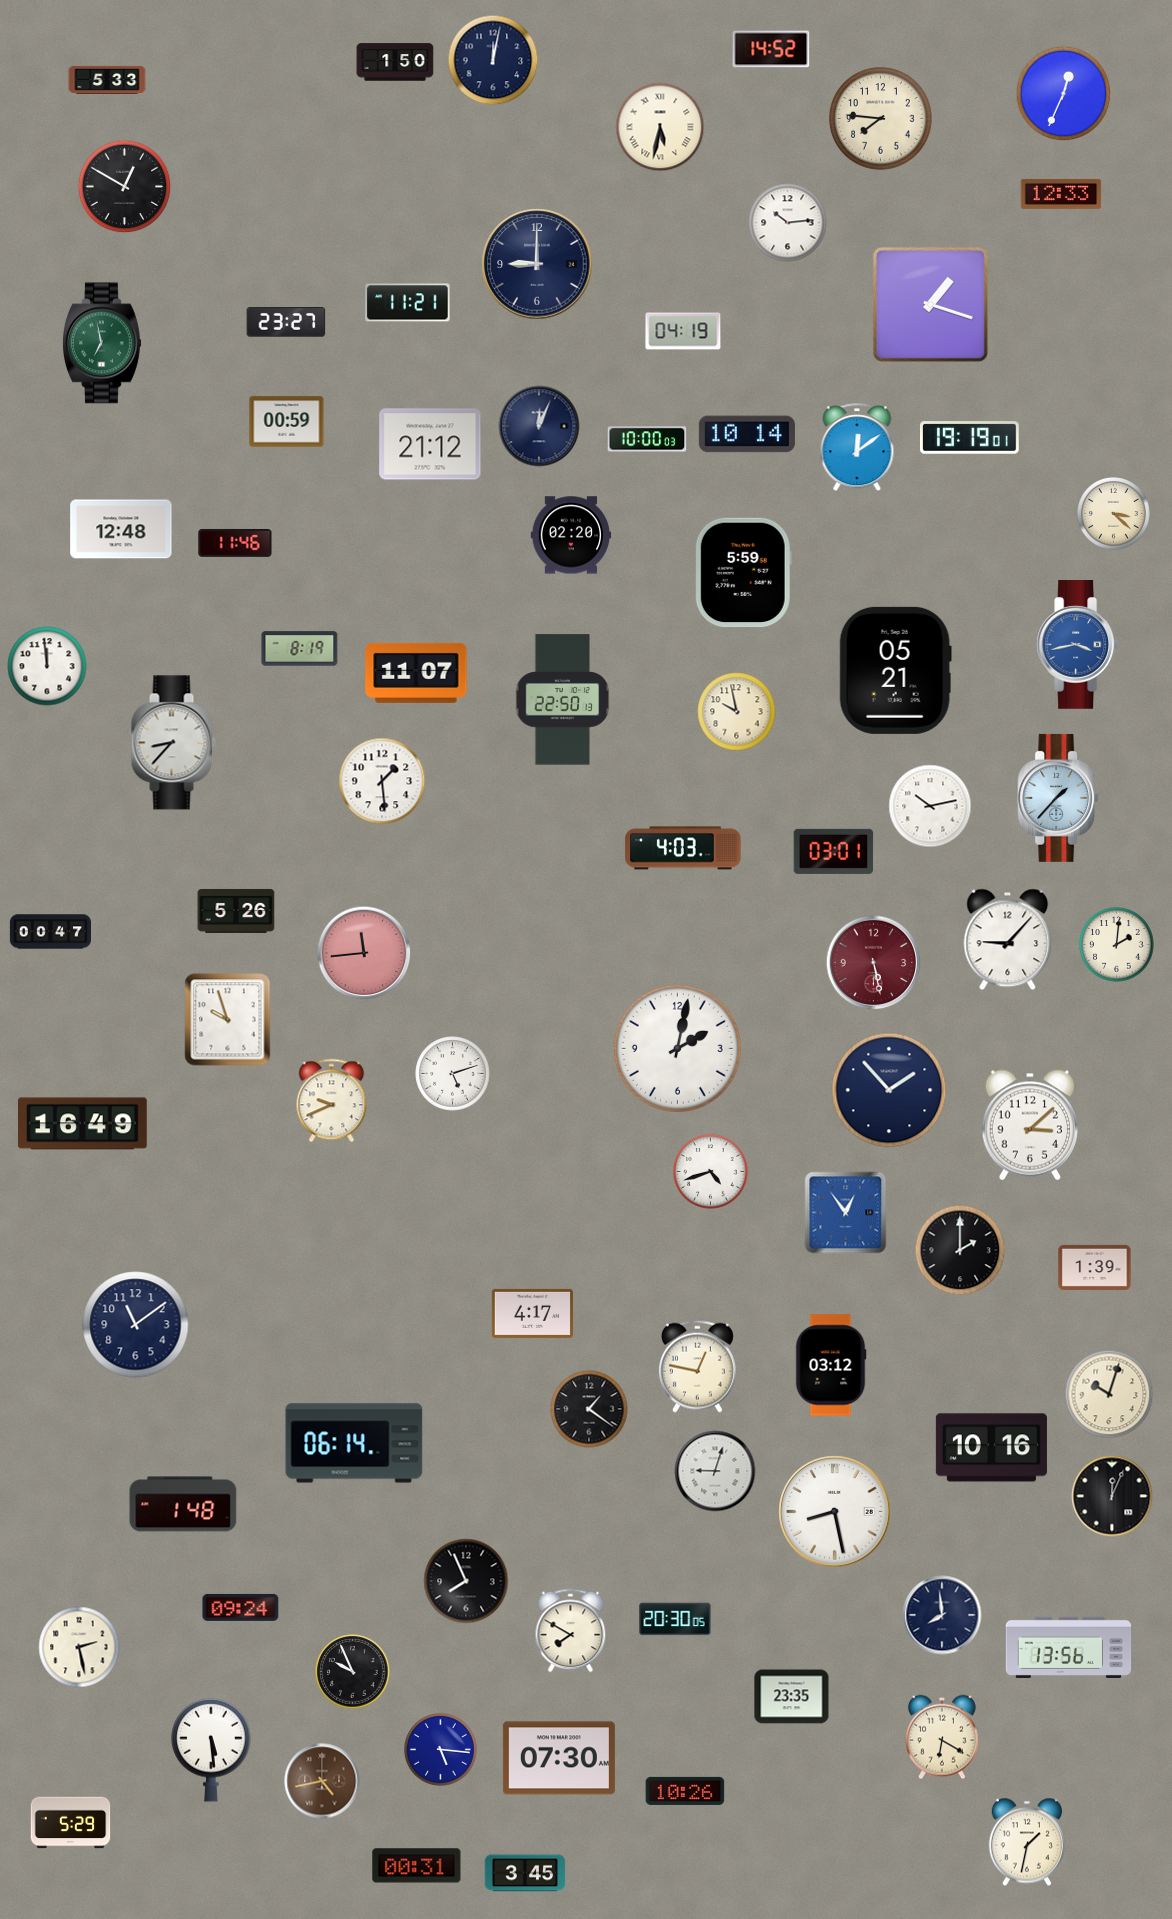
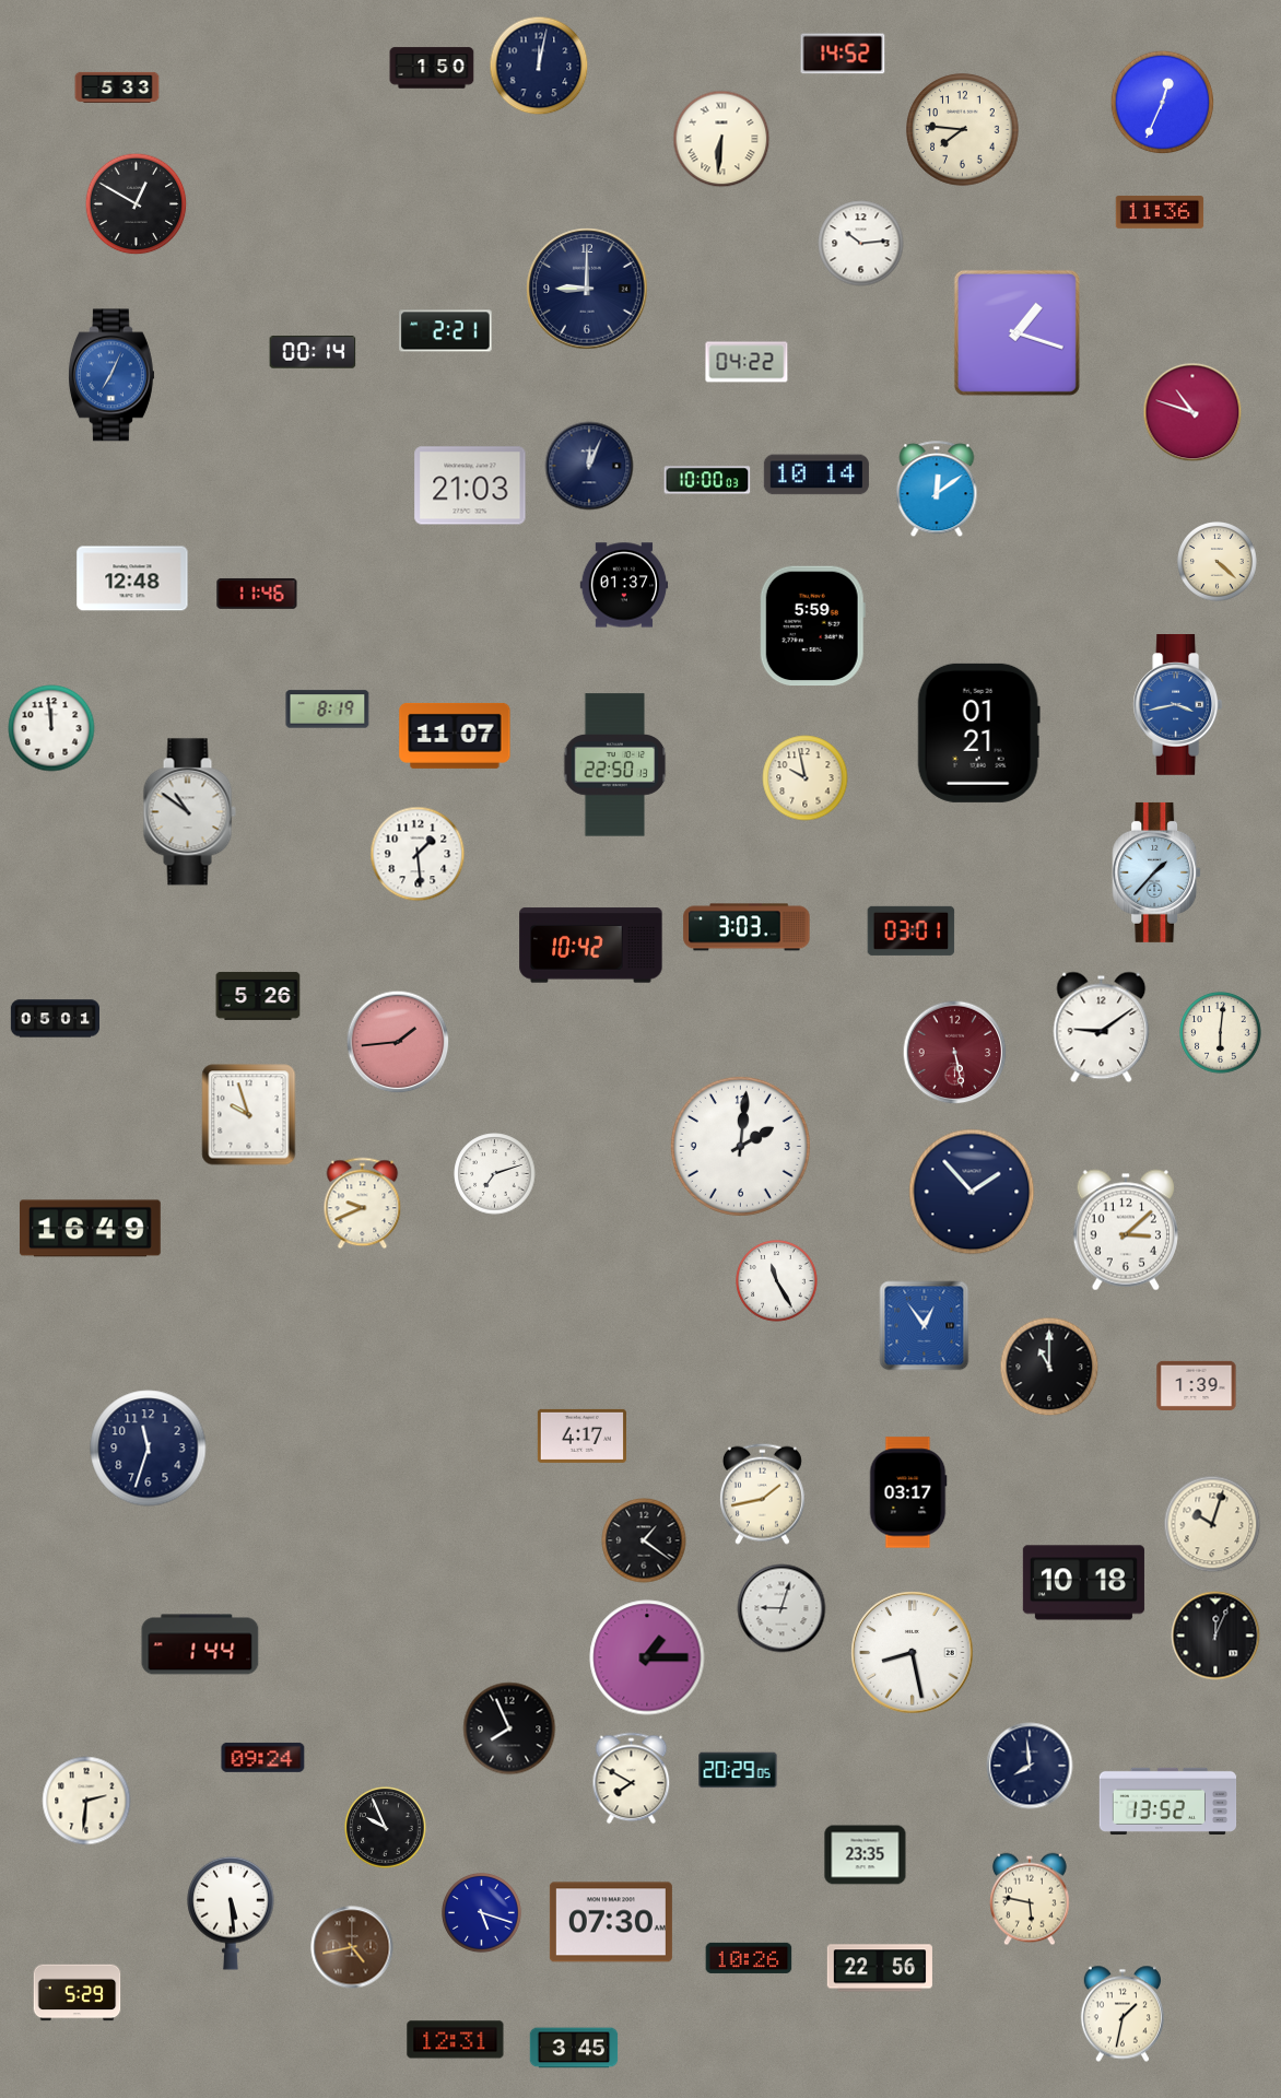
clock at (660, 127): 5:32 -> 6:31
clock at (1061, 194): 12:33 -> 11:36
clock at (408, 303): 11:21 -> 2:21
clock at (286, 322): 23:27 -> 00:14
clock at (683, 331): 04:19 -> 04:22
clock at (102, 343): 6:58 -> 7:04
clock at (102, 343) dial: green -> blue
clock at (1192, 412): none -> 10:48
clock at (287, 422): 00:59 -> none
clock at (970, 438): 19:19 -> none
clock at (430, 444): 21:12 -> 21:03
clock at (1114, 514): 3:22 -> 4:22
clock at (571, 535): 02:20 -> 01:37
clock at (895, 670): 05:21 -> 01:21
clock at (173, 743): 8:37 -> 10:51
clock at (930, 806): 10:13 -> none
clock at (683, 848): 4:03 -> 3:03
clock at (591, 946): none -> 10:42
clock at (50, 932): 00:47 -> 05:01
clock at (1008, 940): 9:07 -> 9:09
clock at (1117, 945): 2:01 -> 6:01
clock at (364, 953): 11:44 -> 1:44
clock at (677, 1048): 2:02 -> 2:01
clock at (453, 1074): 5:12 -> 7:12
clock at (711, 1172): 4:42 -> 11:25
clock at (960, 1250): 2:00 -> 11:00
clock at (136, 1325): 11:09 -> 11:33
clock at (831, 1365): 03:12 -> 03:17
clock at (697, 1366): 12:47 -> 1:43
clock at (354, 1443): 06:14 -> none
clock at (991, 1448): 10:16 -> 10:18
clock at (183, 1504): 1:48 -> 1:44
clock at (647, 1657): none -> 1:15
clock at (675, 1619): 20:30 -> 20:29
clock at (571, 1631) position: (571, 1631) -> (632, 1779)
clock at (79, 1647): 2:28 -> 2:31
clock at (1069, 1647): 13:56 -> 13:52
clock at (943, 1737): 6:20 -> 5:47
clock at (441, 1750): 5:16 -> 5:18
clock at (880, 1968): none -> 22:56
clock at (417, 1866): 00:31 -> 12:31
